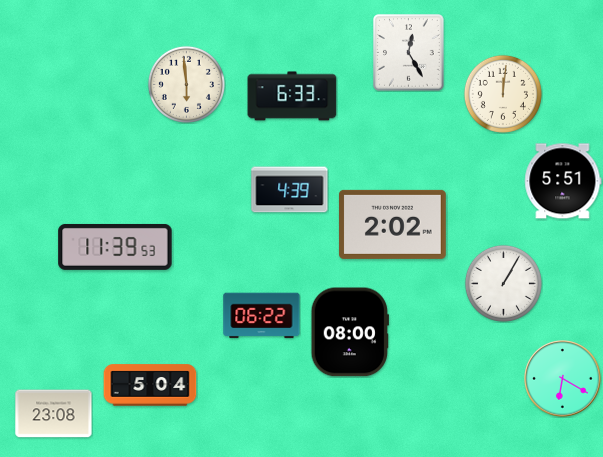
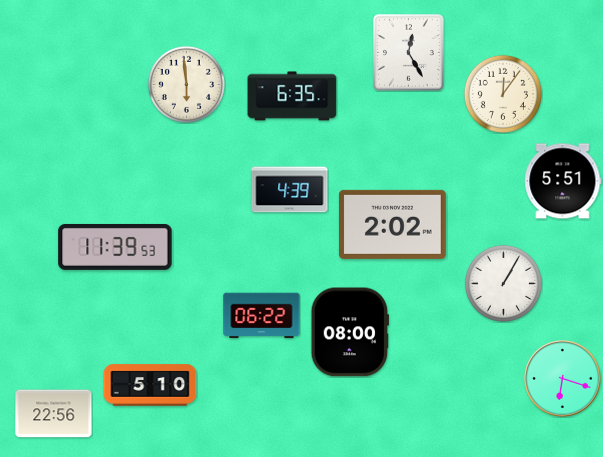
clock at (503, 94): 12:01 -> 12:06
clock at (292, 96): 6:33 -> 6:35
clock at (563, 379): 6:20 -> 6:18
clock at (150, 385): 5:04 -> 5:10
clock at (54, 414): 23:08 -> 22:56
